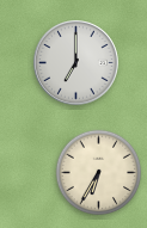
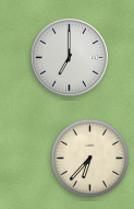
clock at (99, 173): 6:35 -> 6:37
